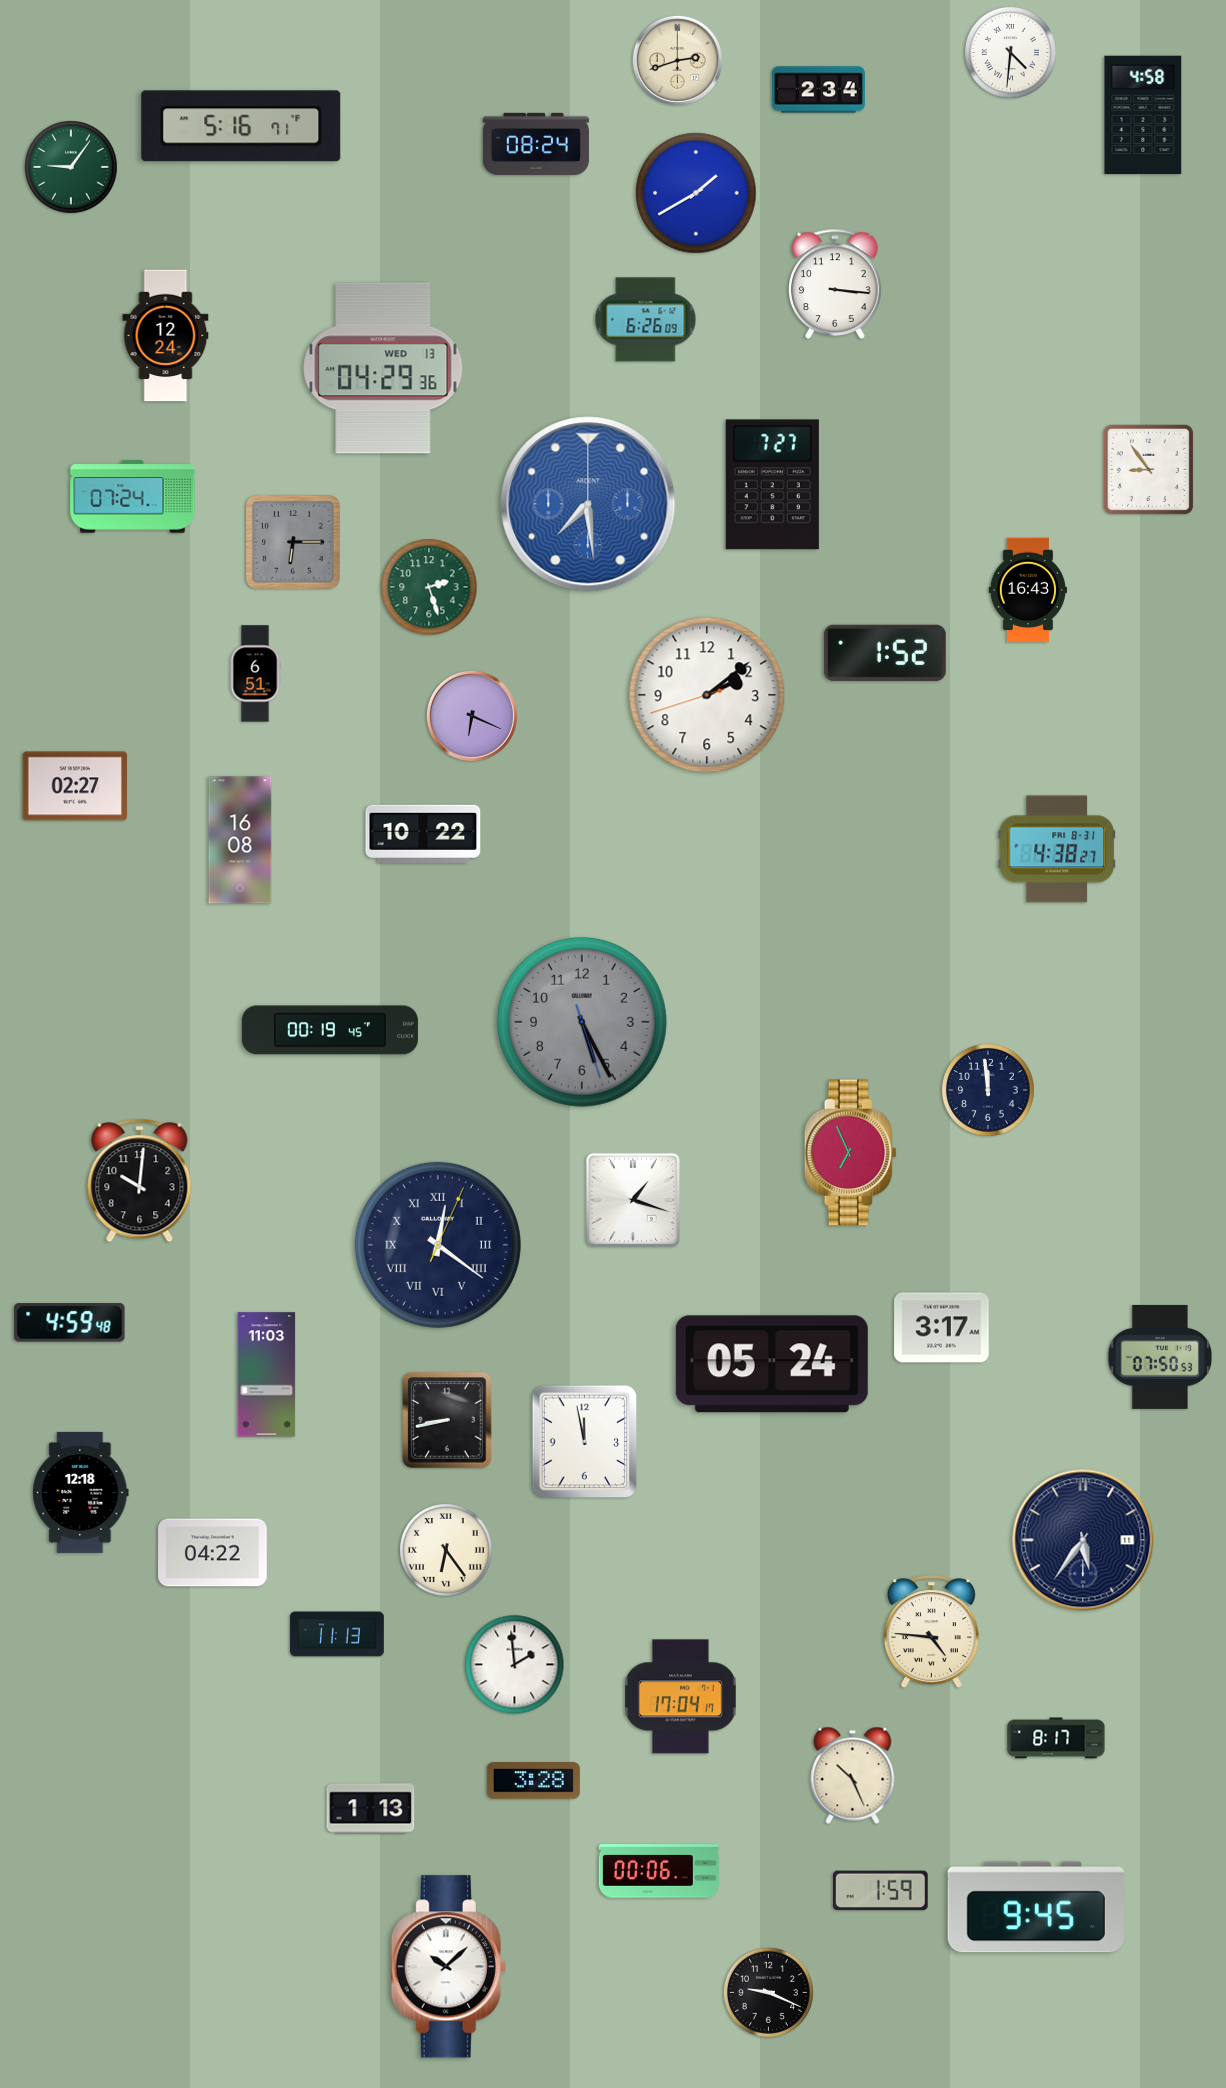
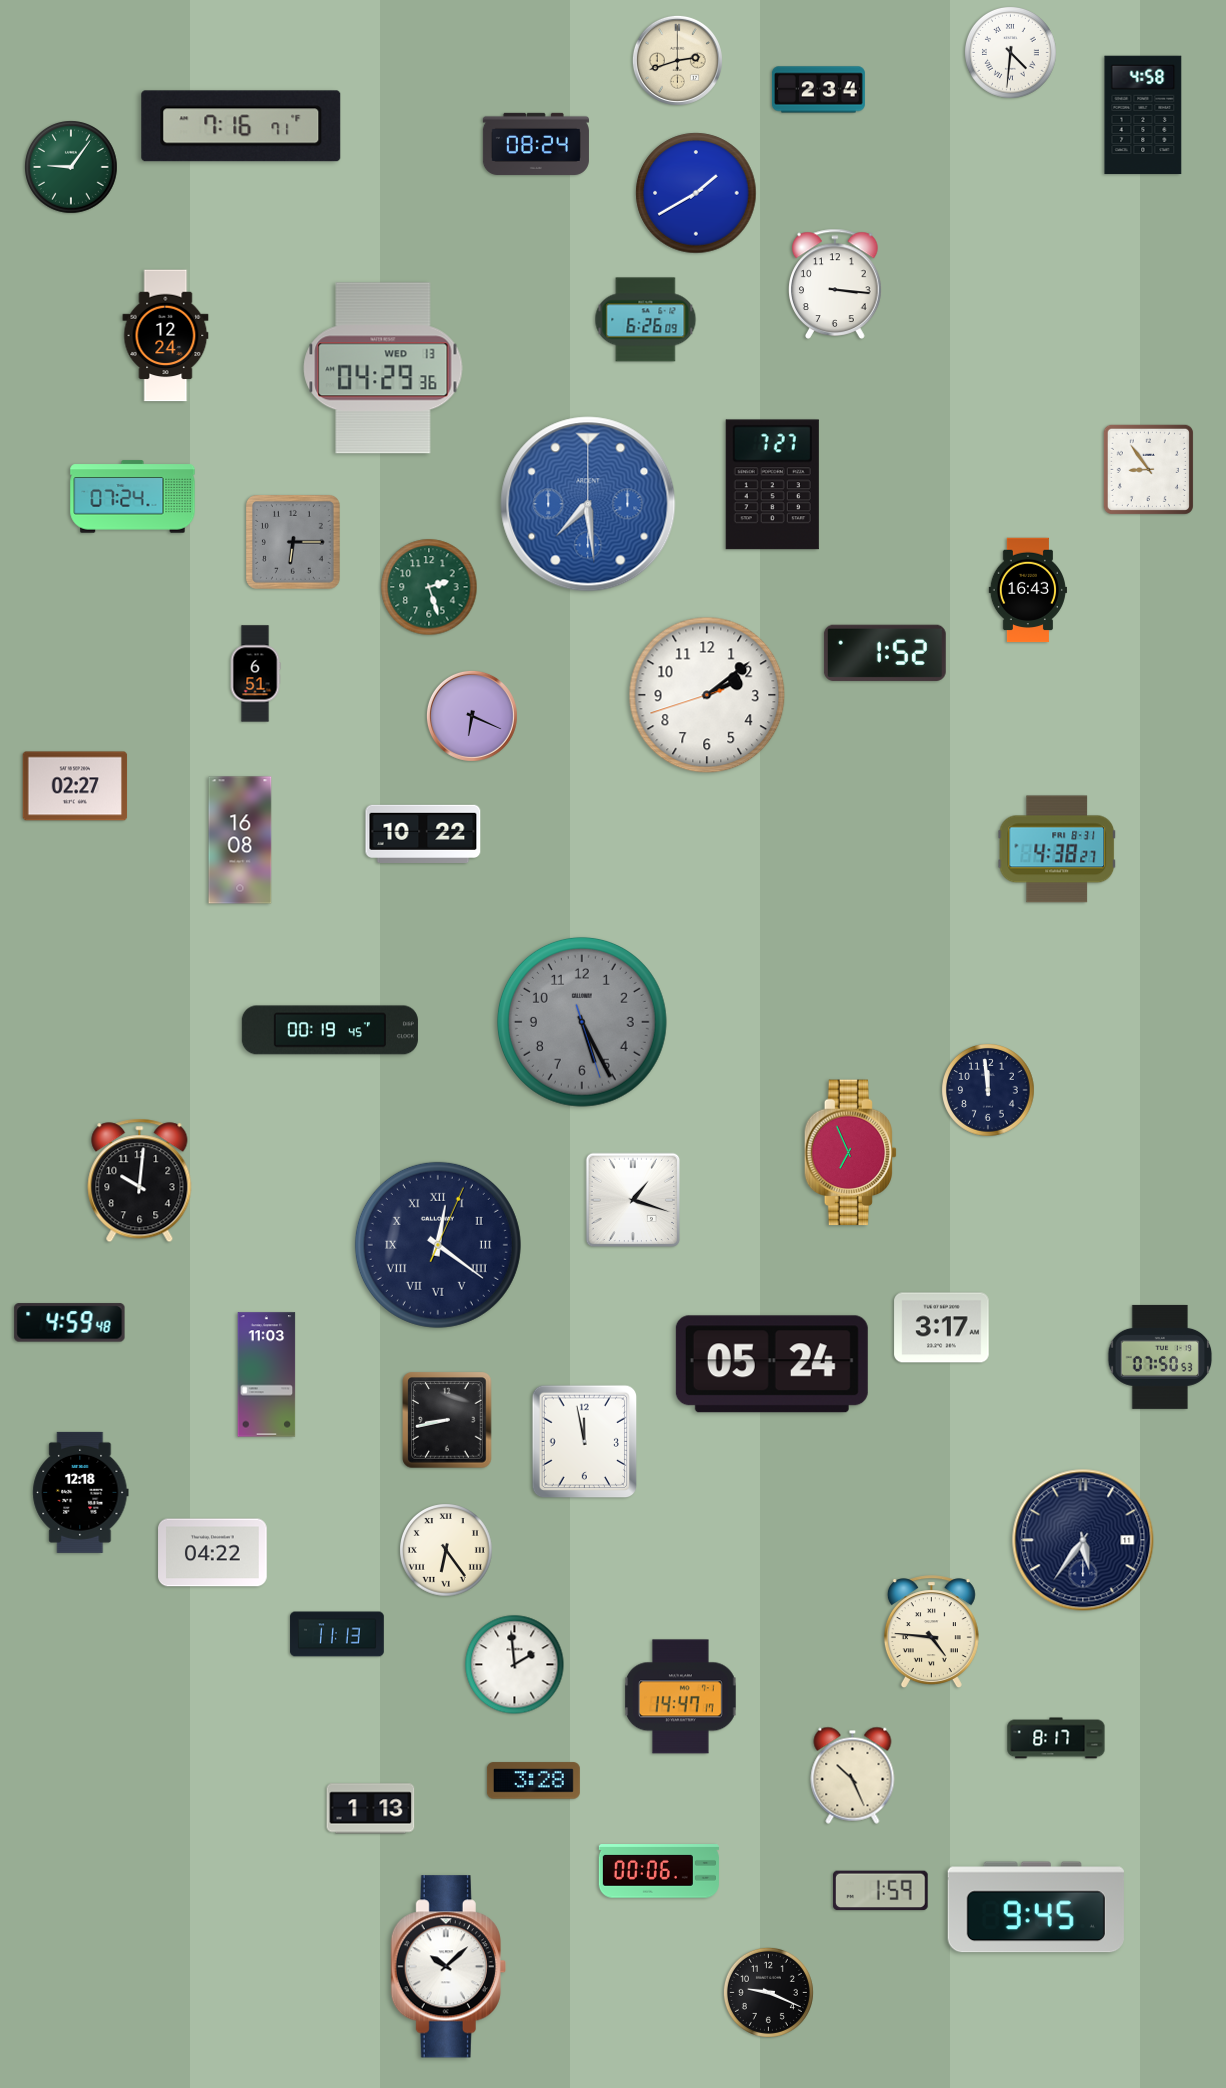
clock at (241, 126): 5:16 -> 7:16
clock at (681, 1697): 17:04 -> 14:47
